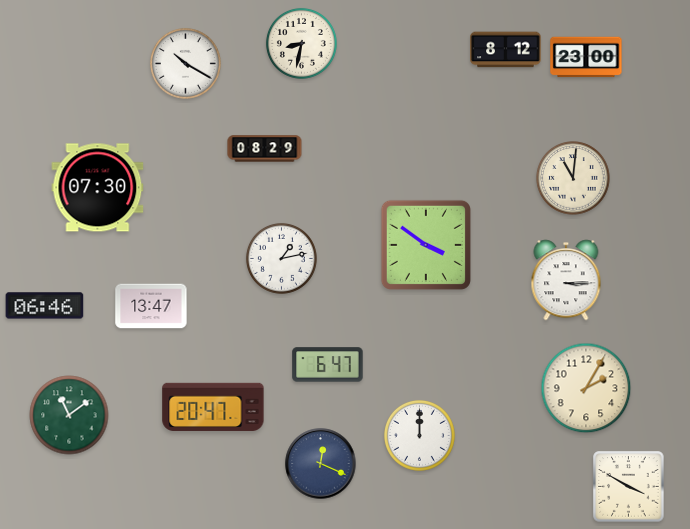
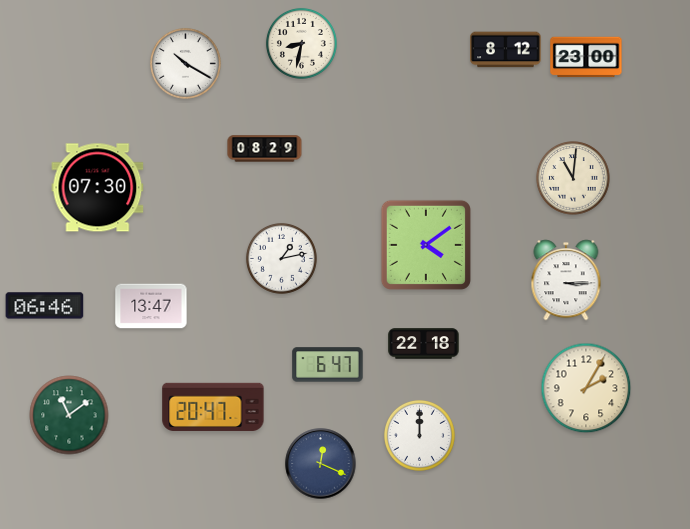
clock at (426, 245): 3:51 -> 4:09
clock at (424, 344): none -> 22:18
clock at (629, 487): 3:50 -> none
